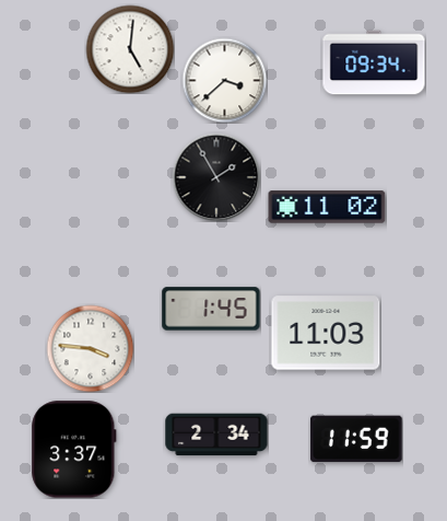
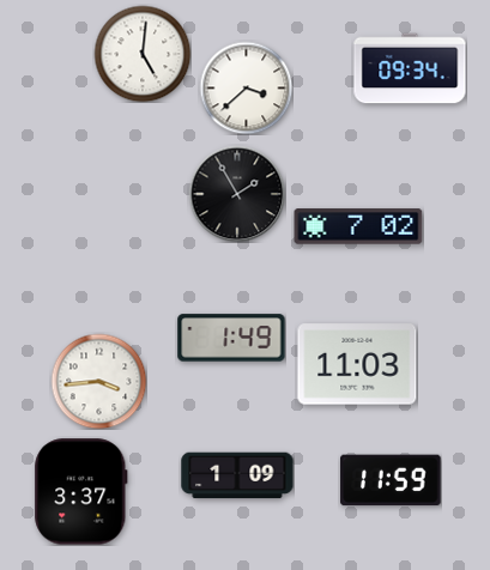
clock at (327, 207): 11:02 -> 7:02
clock at (211, 309): 1:45 -> 1:49
clock at (90, 348): 3:46 -> 3:44
clock at (216, 435): 2:34 -> 1:09
